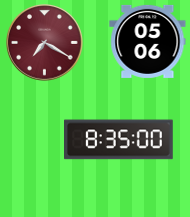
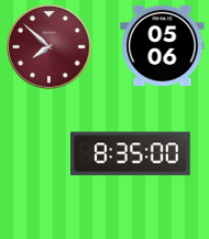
clock at (45, 43): 7:20 -> 7:52
